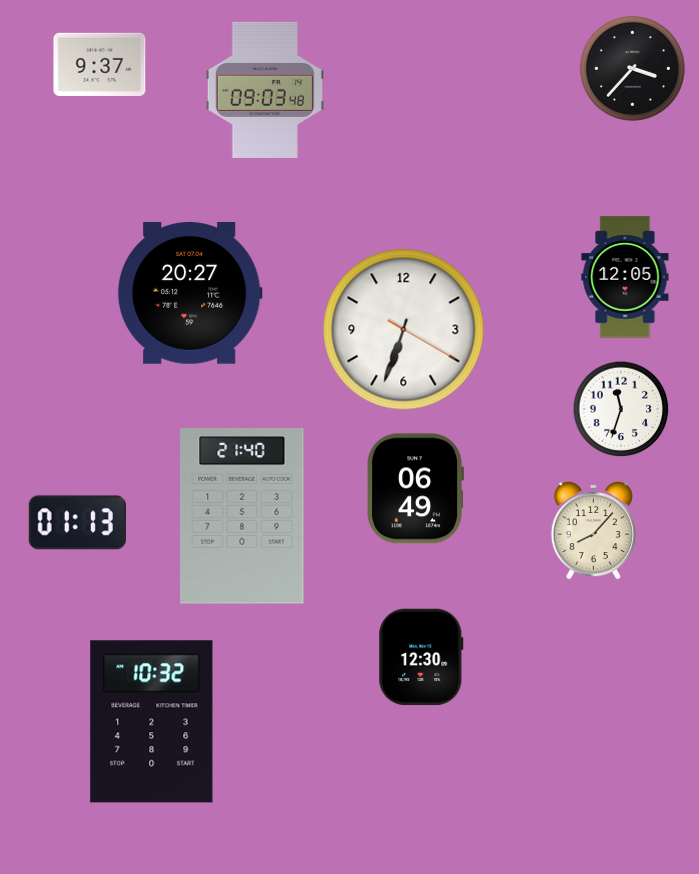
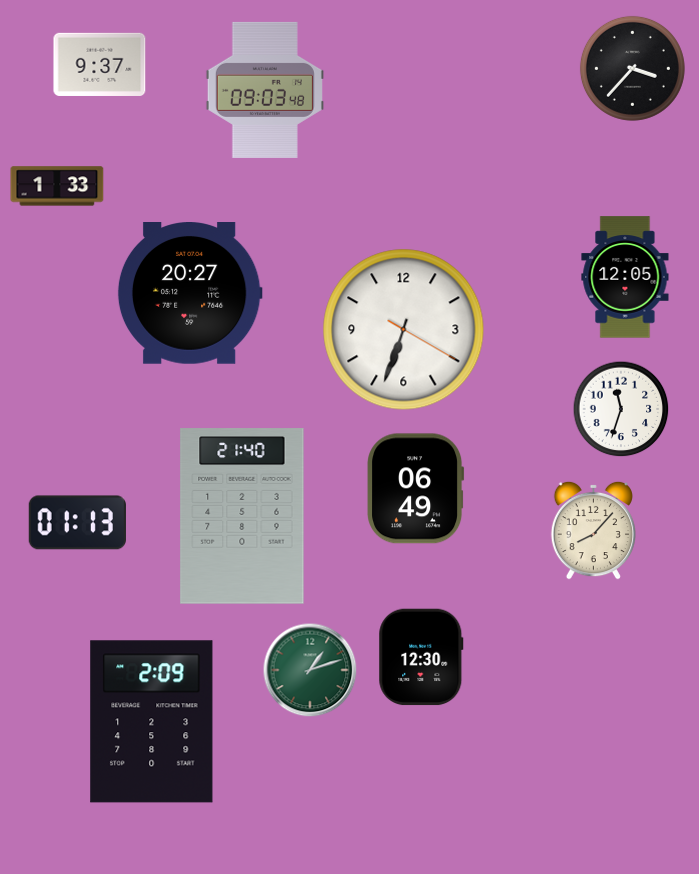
clock at (57, 186): none -> 1:33
clock at (310, 670): none -> 1:12
clock at (152, 722): 10:32 -> 2:09
